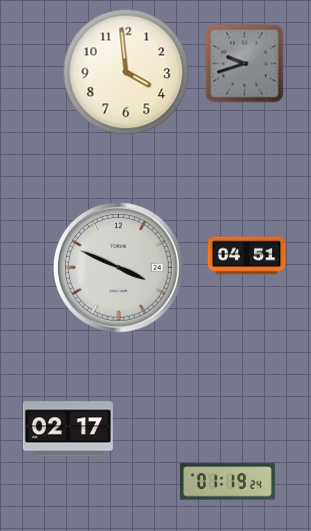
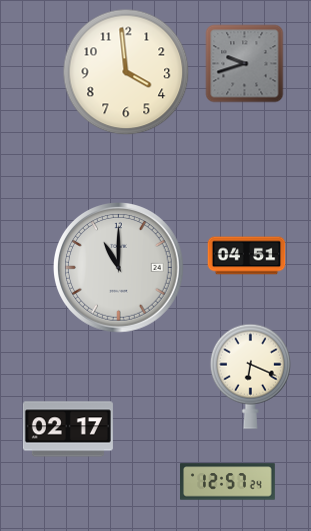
clock at (119, 268): 3:49 -> 11:00
clock at (250, 376): none -> 6:19
clock at (228, 482): 01:19 -> 12:57
